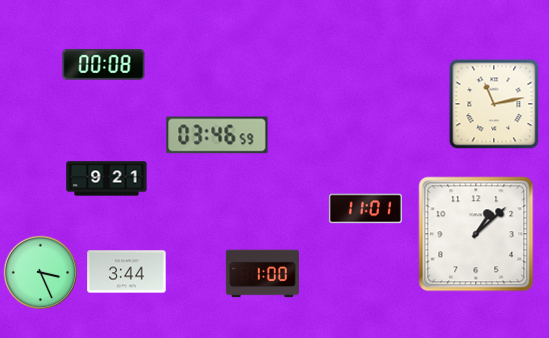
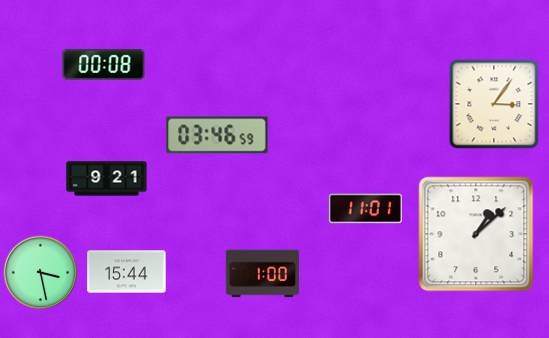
clock at (494, 104): 11:13 -> 3:06
clock at (127, 272): 3:44 -> 15:44
clock at (41, 273): 3:26 -> 3:28
